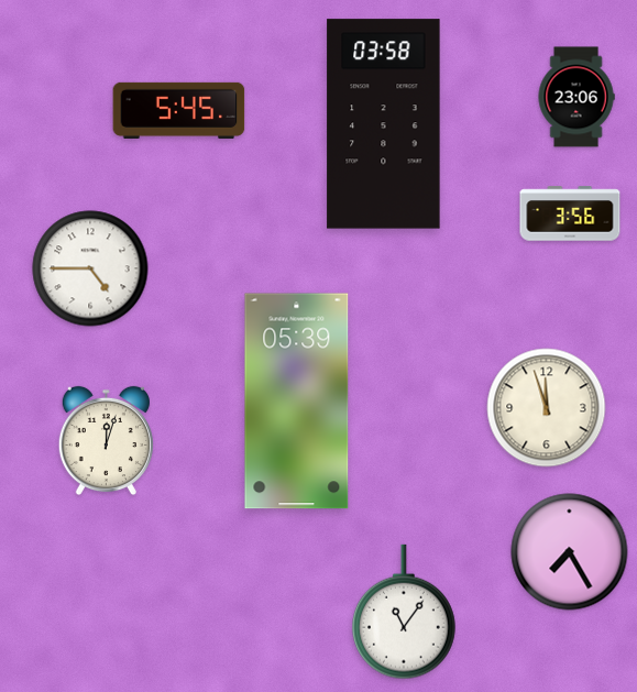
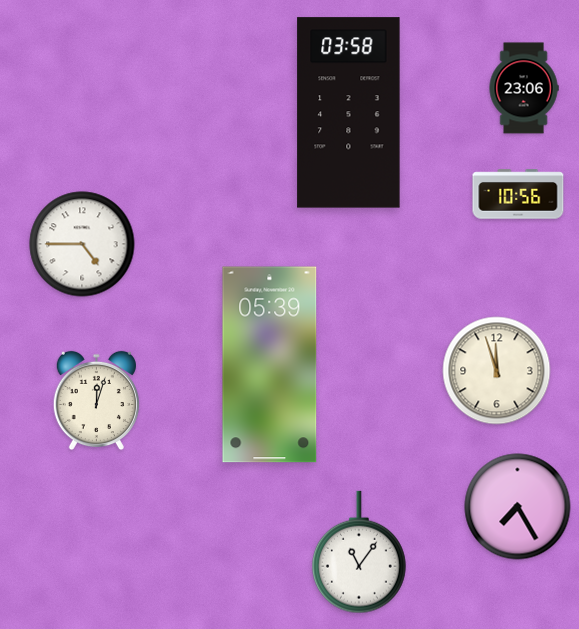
clock at (179, 110): 5:45 -> none
clock at (570, 213): 3:56 -> 10:56
clock at (570, 552) position: (570, 552) -> (518, 507)
clock at (405, 612) position: (405, 612) -> (360, 552)
